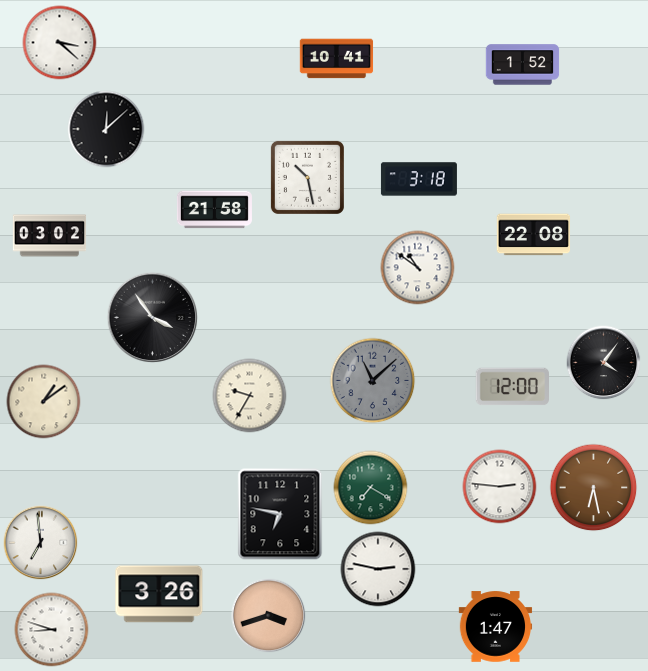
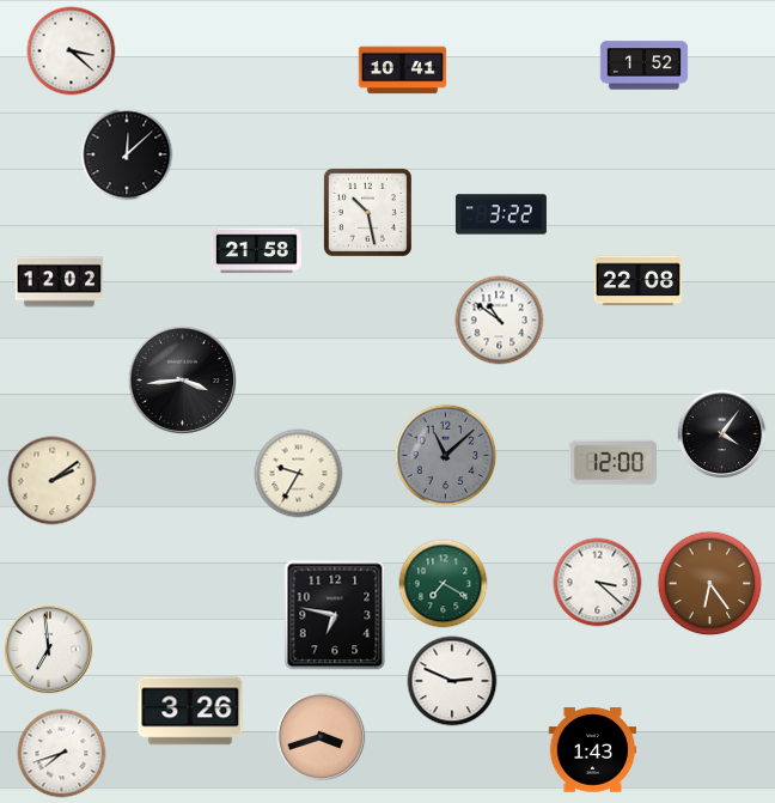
clock at (523, 65) position: (523, 65) -> (645, 66)
clock at (419, 179): 3:18 -> 3:22
clock at (50, 236): 03:02 -> 12:02
clock at (153, 318): 3:54 -> 3:44
clock at (44, 402): 1:09 -> 2:09
clock at (500, 487): 2:46 -> 3:22
clock at (594, 488): 6:28 -> 6:24
clock at (378, 569): 2:47 -> 2:49
clock at (496, 627): 1:47 -> 1:43
clock at (52, 630): 8:48 -> 7:42
